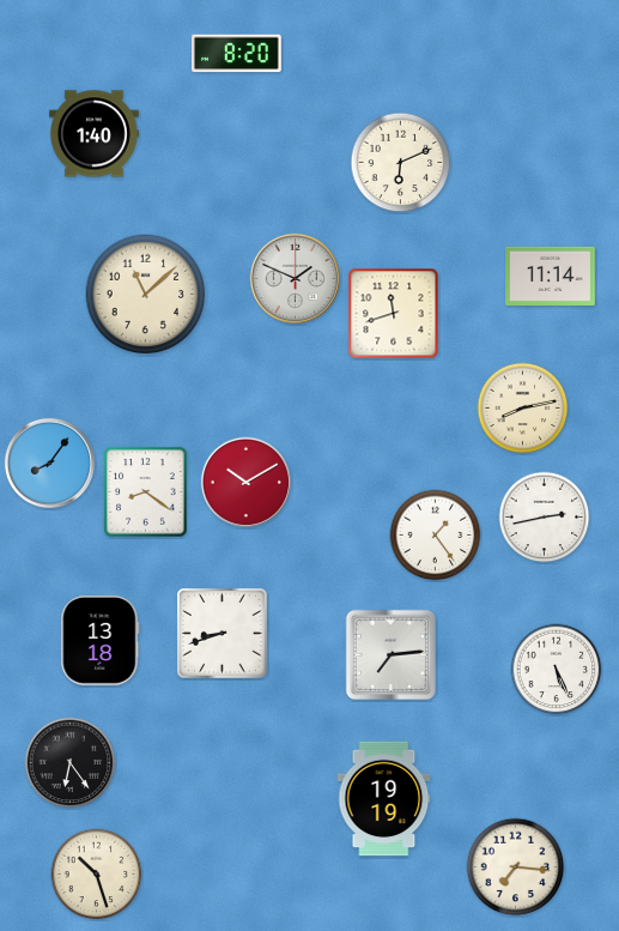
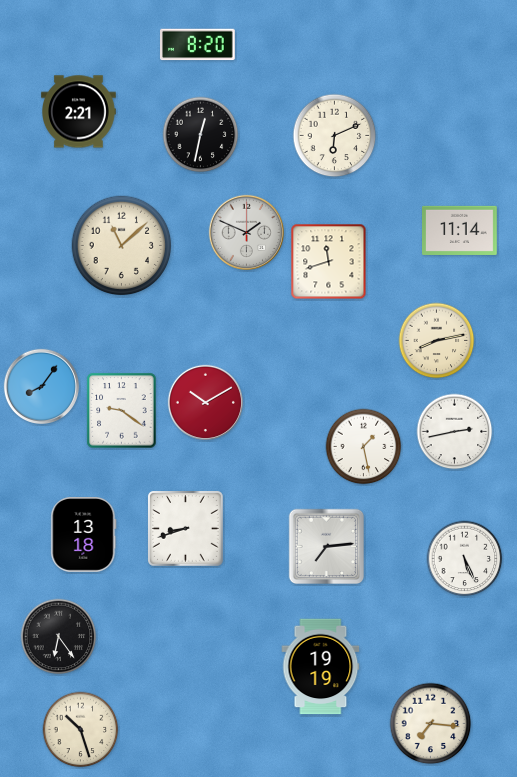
clock at (95, 134): 1:40 -> 2:21
clock at (201, 135): none -> 12:32
clock at (146, 492): 8:21 -> 9:21
clock at (436, 536): 1:24 -> 1:28
